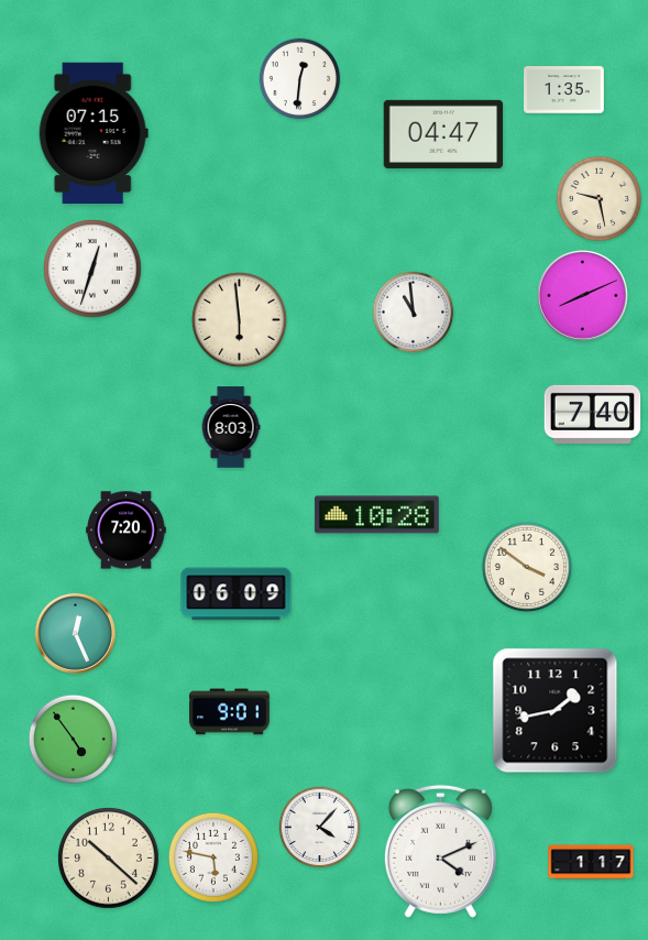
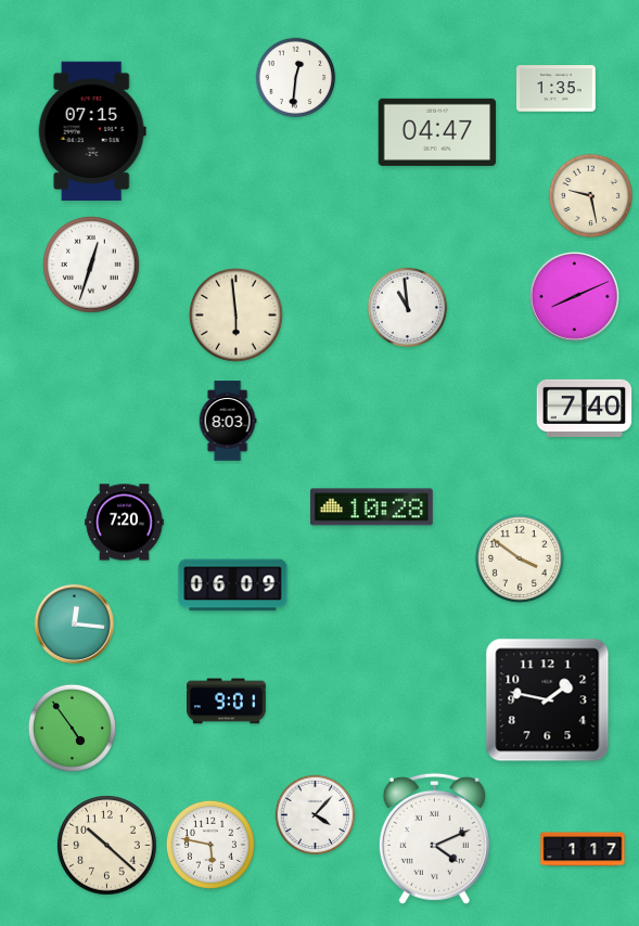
clock at (583, 296) position: (583, 296) -> (575, 297)
clock at (75, 633): 12:26 -> 12:16
clock at (556, 711): 1:43 -> 1:47
